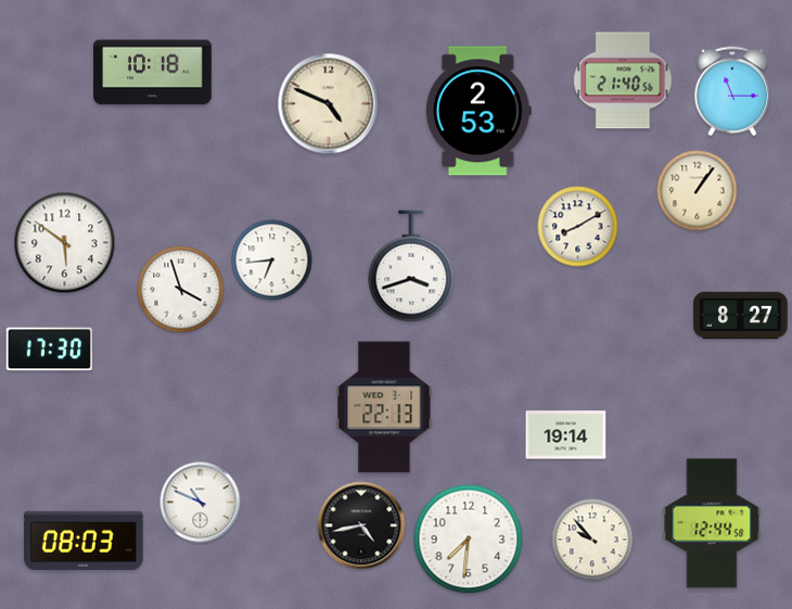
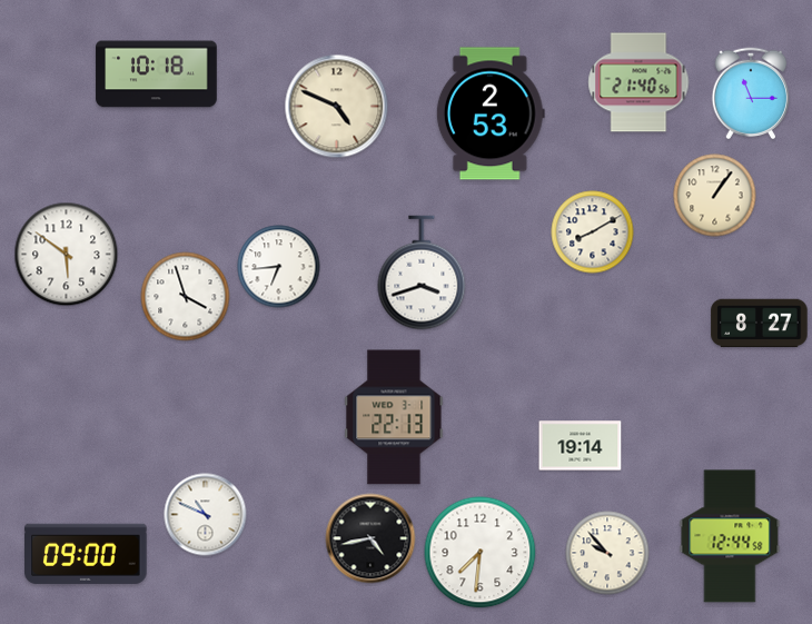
clock at (65, 243) position: (65, 243) -> (67, 255)
clock at (50, 350): 17:30 -> none
clock at (84, 541): 08:03 -> 09:00
